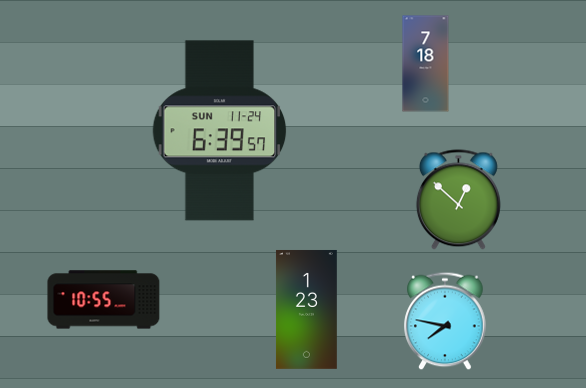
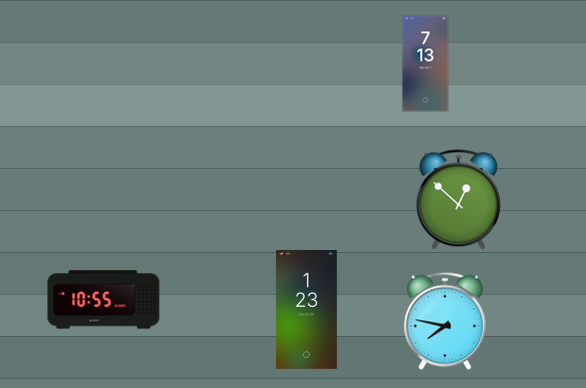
clock at (426, 64): 7:18 -> 7:13
clock at (220, 131): 6:39 -> none
